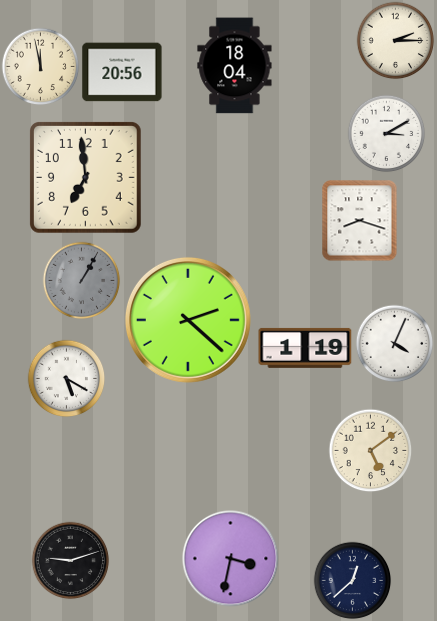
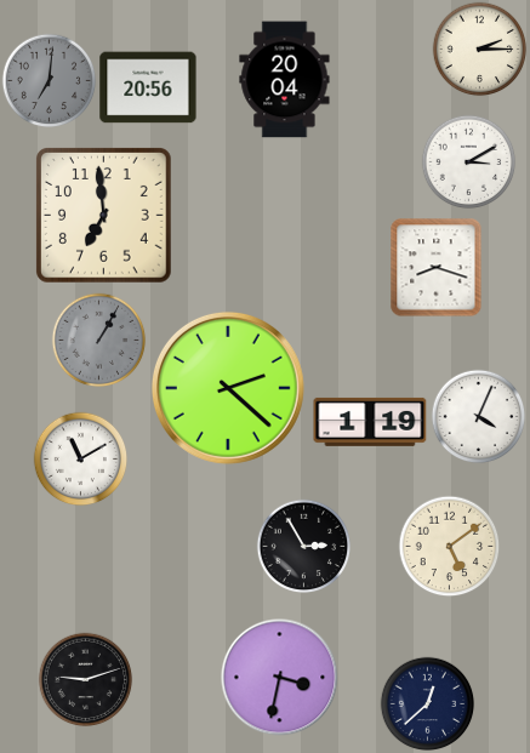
clock at (40, 66): 11:58 -> 7:01
clock at (40, 66) dial: cream -> grey
clock at (235, 66): 18:04 -> 20:04
clock at (66, 378): 5:20 -> 11:10
clock at (303, 546): none -> 2:55
